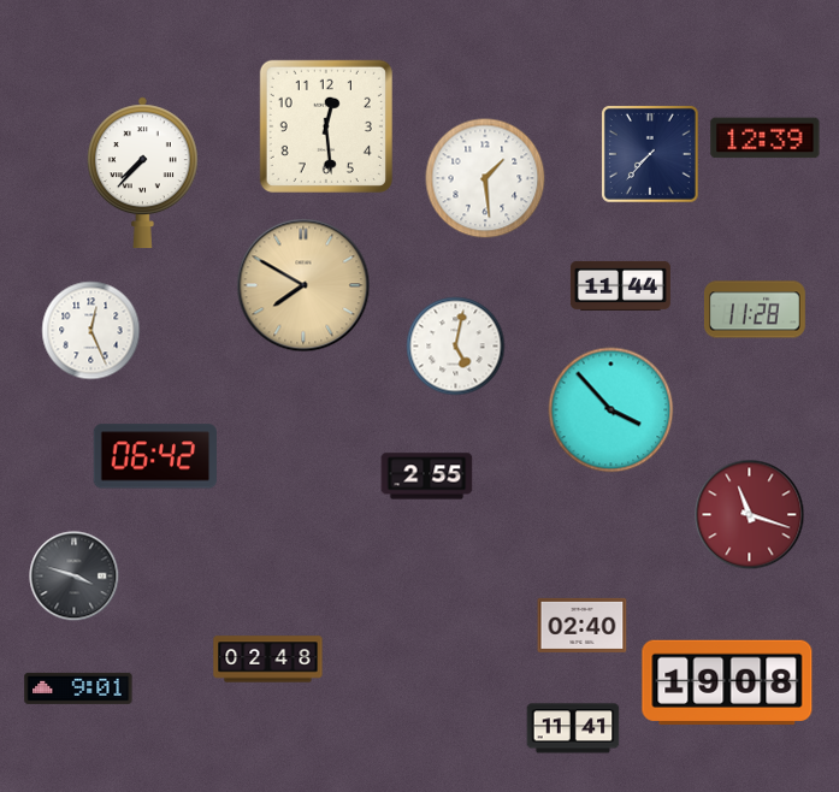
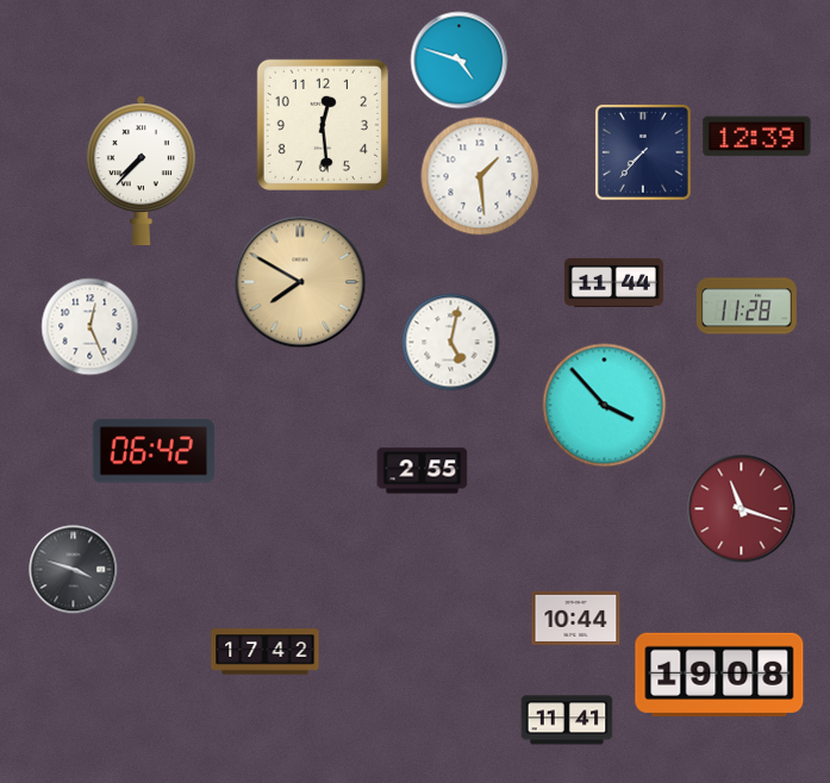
clock at (460, 61): none -> 4:48
clock at (583, 625): 02:40 -> 10:44
clock at (268, 660): 02:48 -> 17:42
clock at (78, 688): 9:01 -> none
